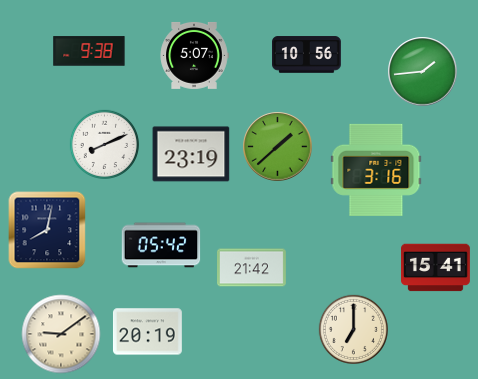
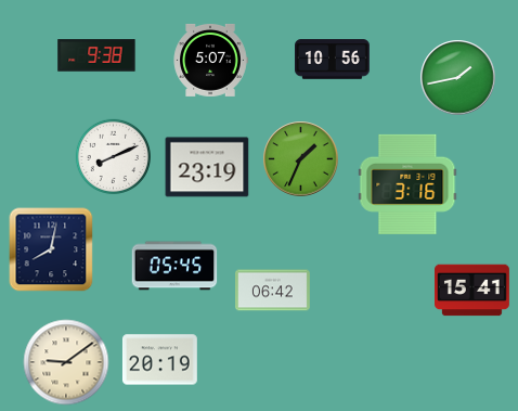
clock at (423, 72): 1:44 -> 1:43
clock at (278, 147): 1:38 -> 1:34
clock at (161, 245): 05:42 -> 05:45
clock at (252, 268): 21:42 -> 06:42
clock at (353, 329): 7:00 -> none
